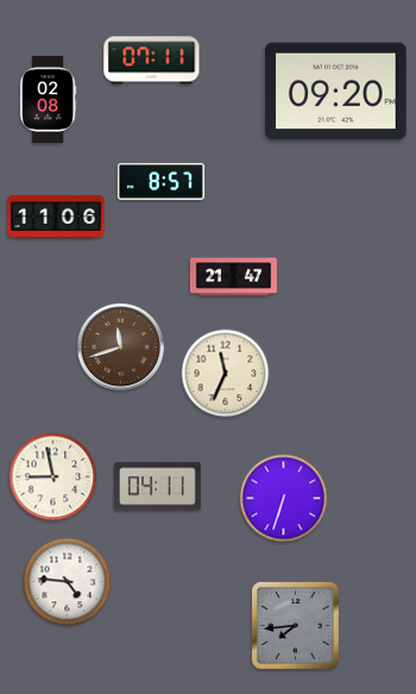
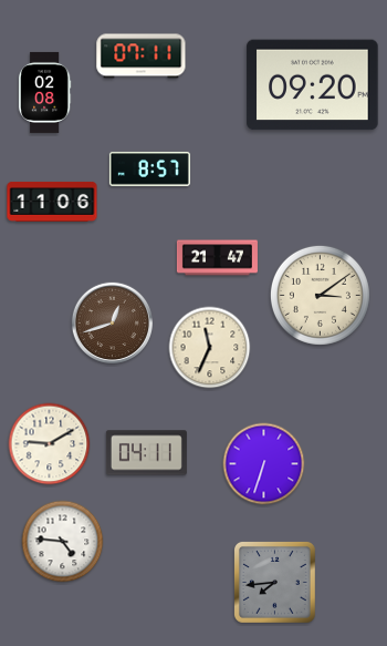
clock at (320, 295): none -> 3:09
clock at (120, 346): 11:42 -> 12:42
clock at (53, 477): 8:58 -> 9:10
